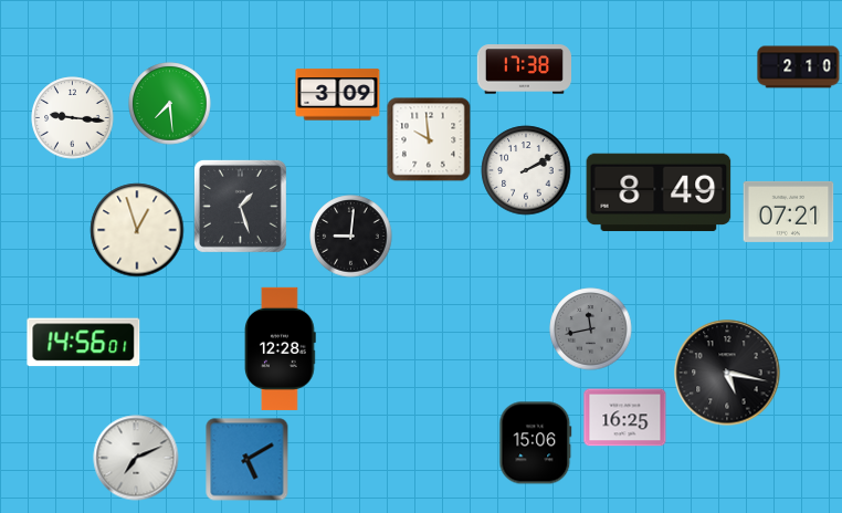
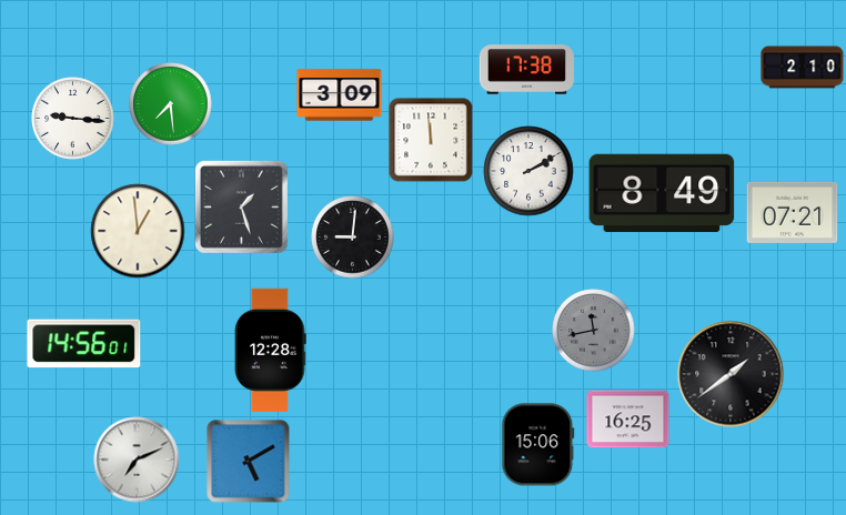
clock at (429, 139): 9:59 -> 11:59
clock at (137, 230): 12:57 -> 12:59
clock at (281, 348) position: (281, 348) -> (271, 350)
clock at (727, 373): 5:17 -> 1:39
